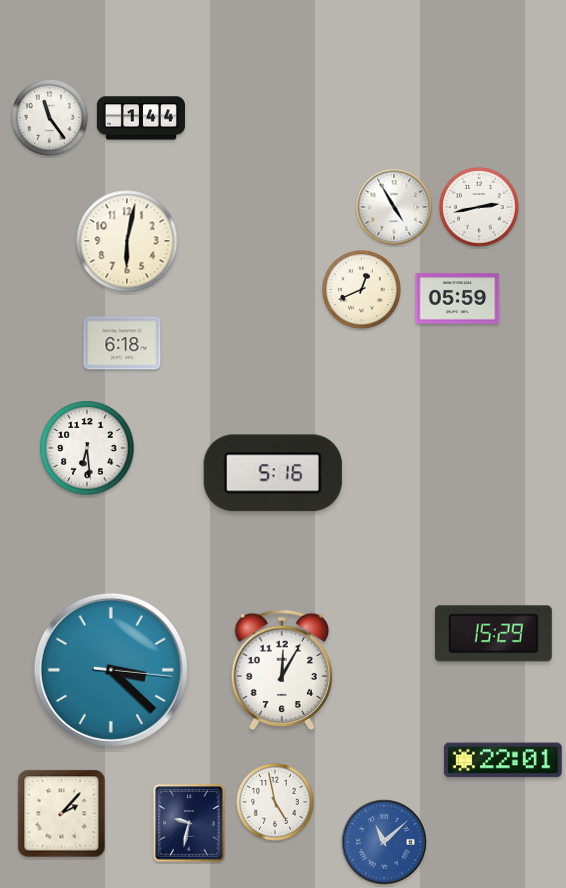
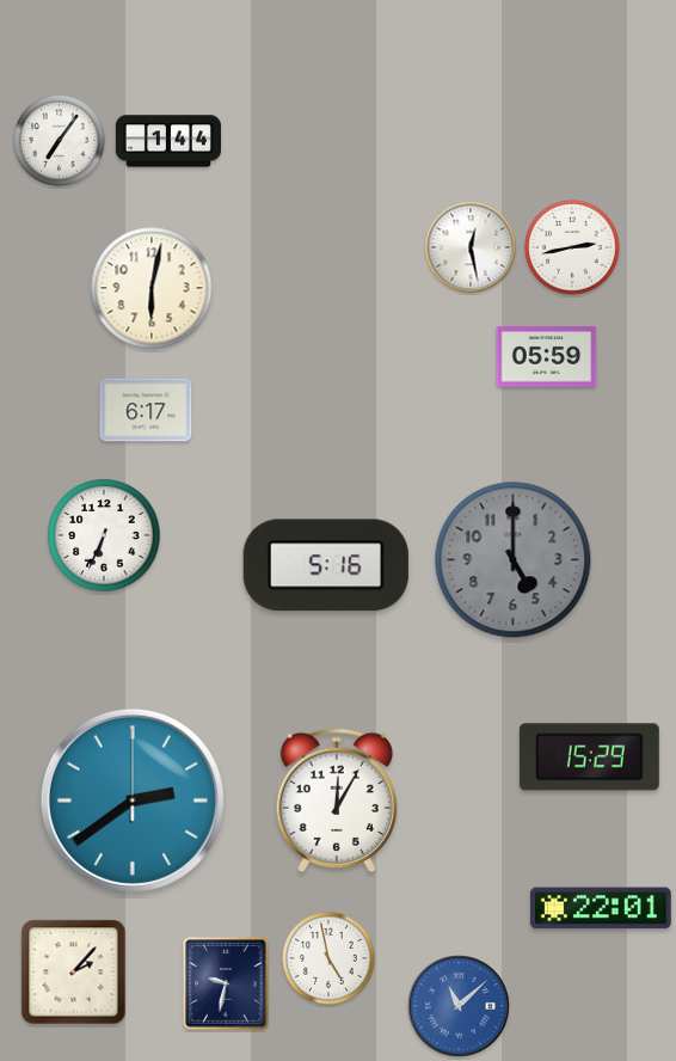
clock at (50, 118): 11:24 -> 7:06
clock at (394, 207): 4:55 -> 12:28
clock at (362, 290): 12:41 -> none
clock at (122, 343): 6:18 -> 6:17
clock at (87, 448): 6:29 -> 6:34
clock at (514, 560): none -> 5:00
clock at (111, 670): 3:22 -> 2:39
